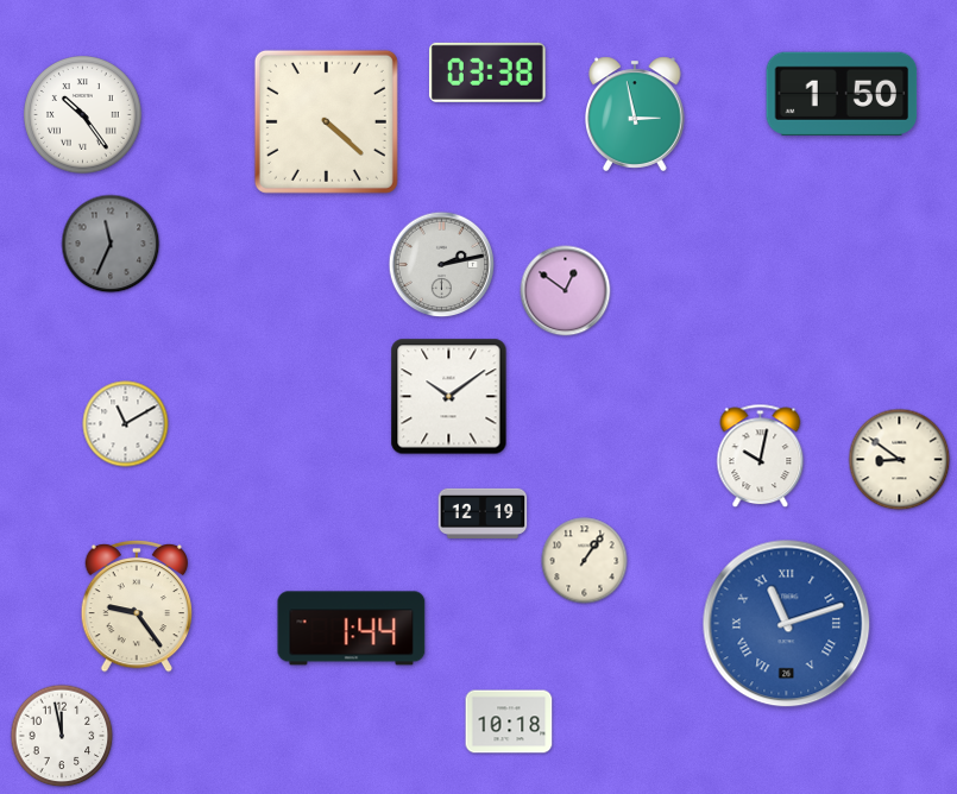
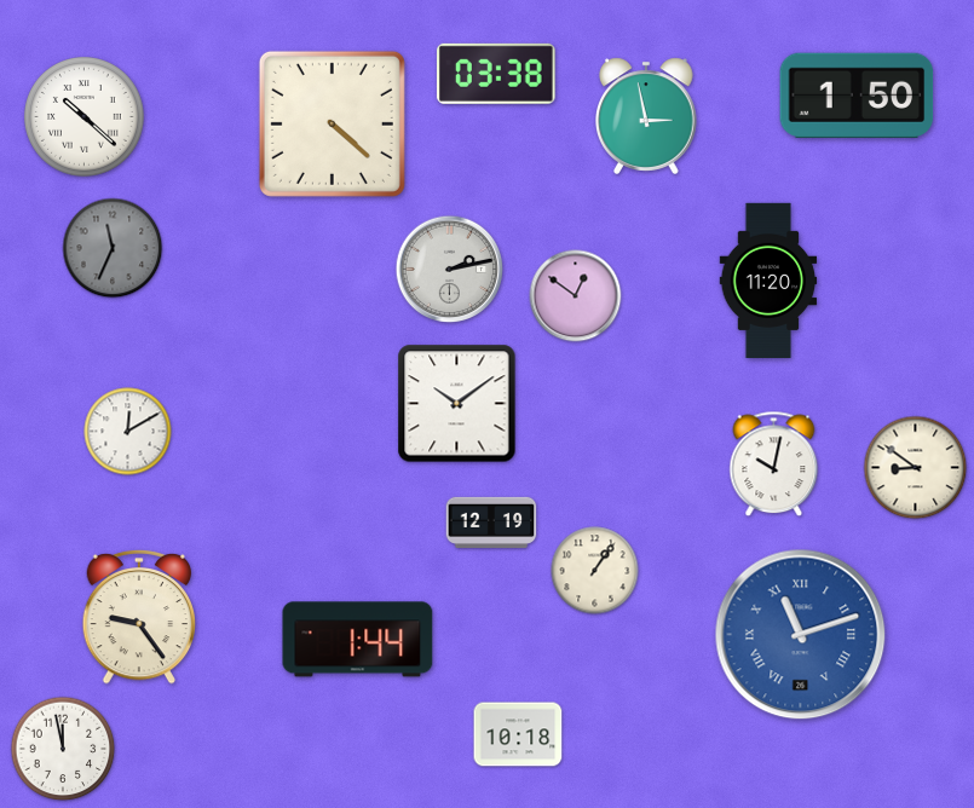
clock at (83, 115): 10:24 -> 10:22
clock at (768, 279): none -> 11:20
clock at (126, 424): 11:10 -> 12:10
